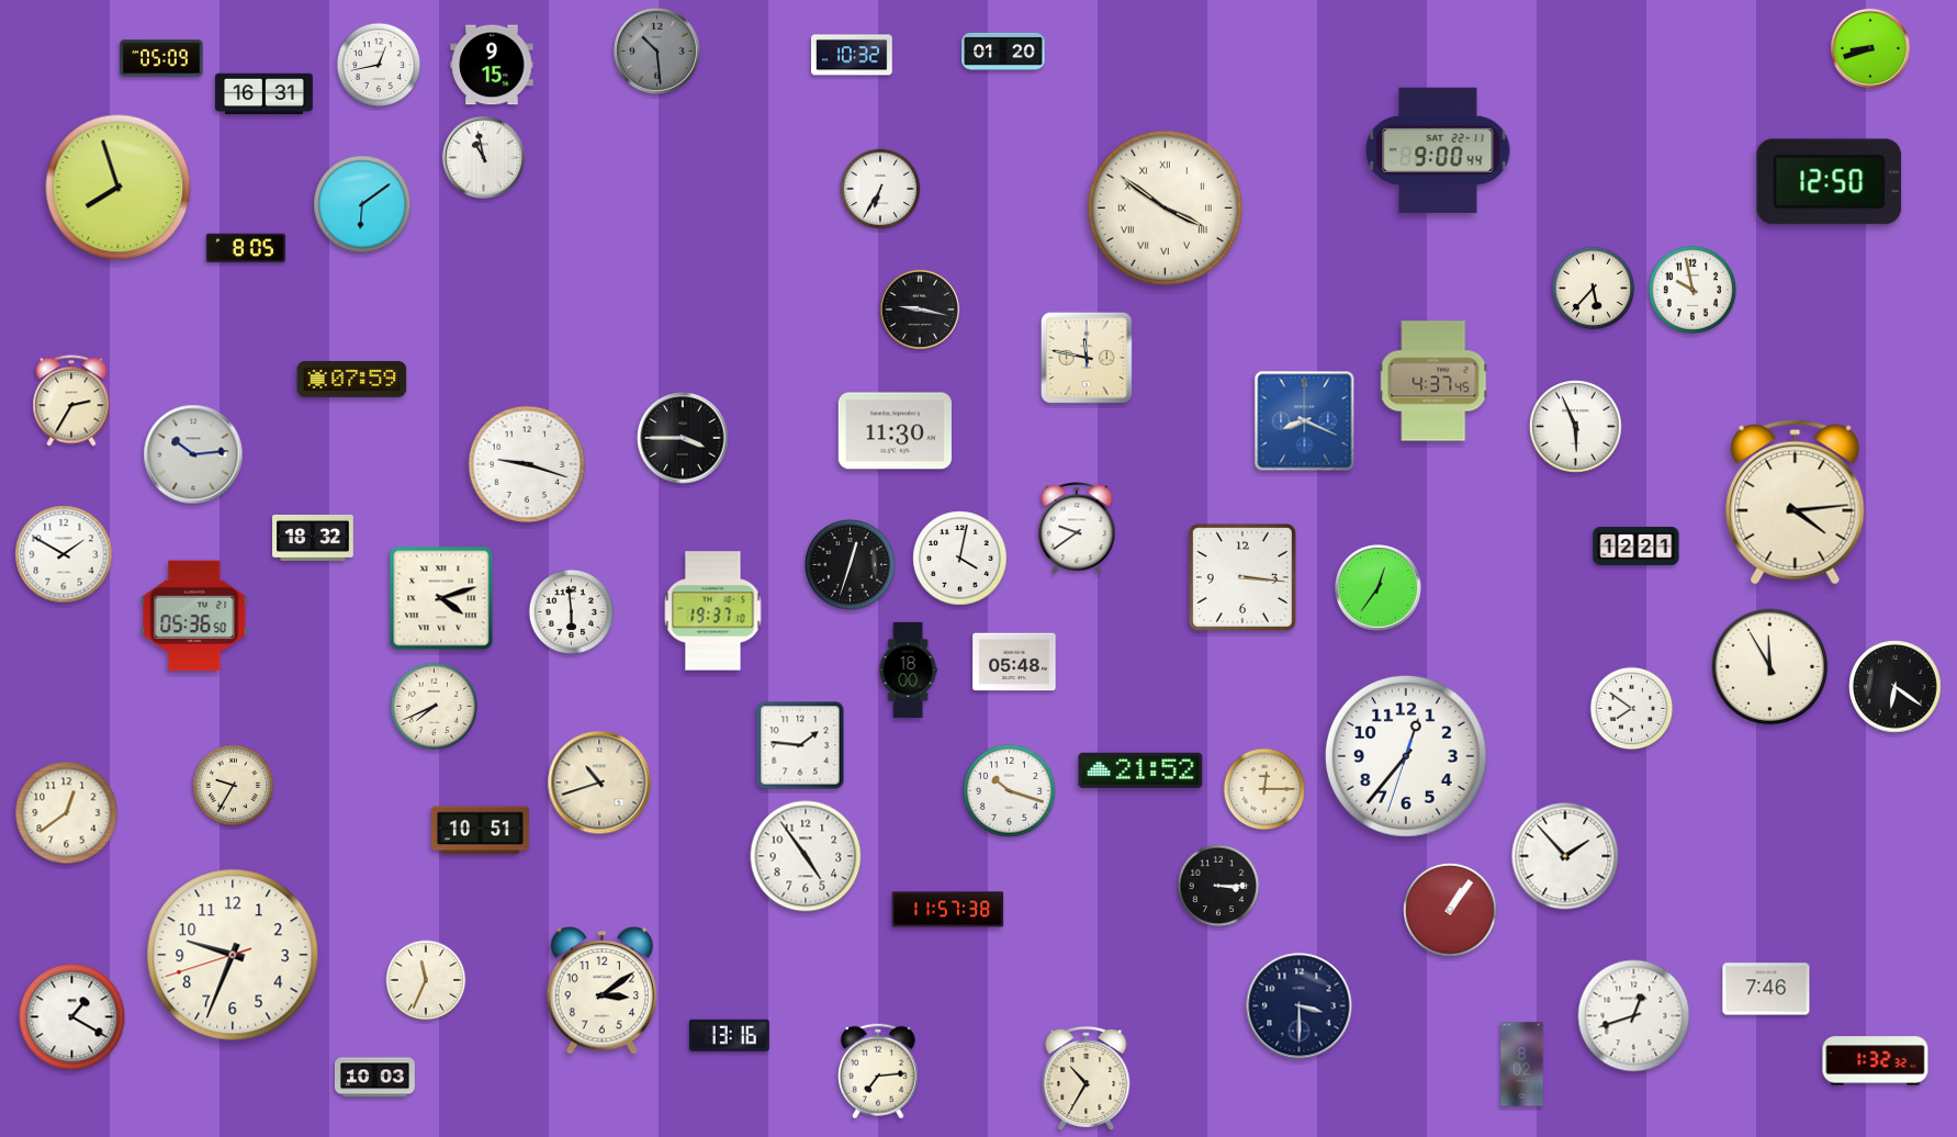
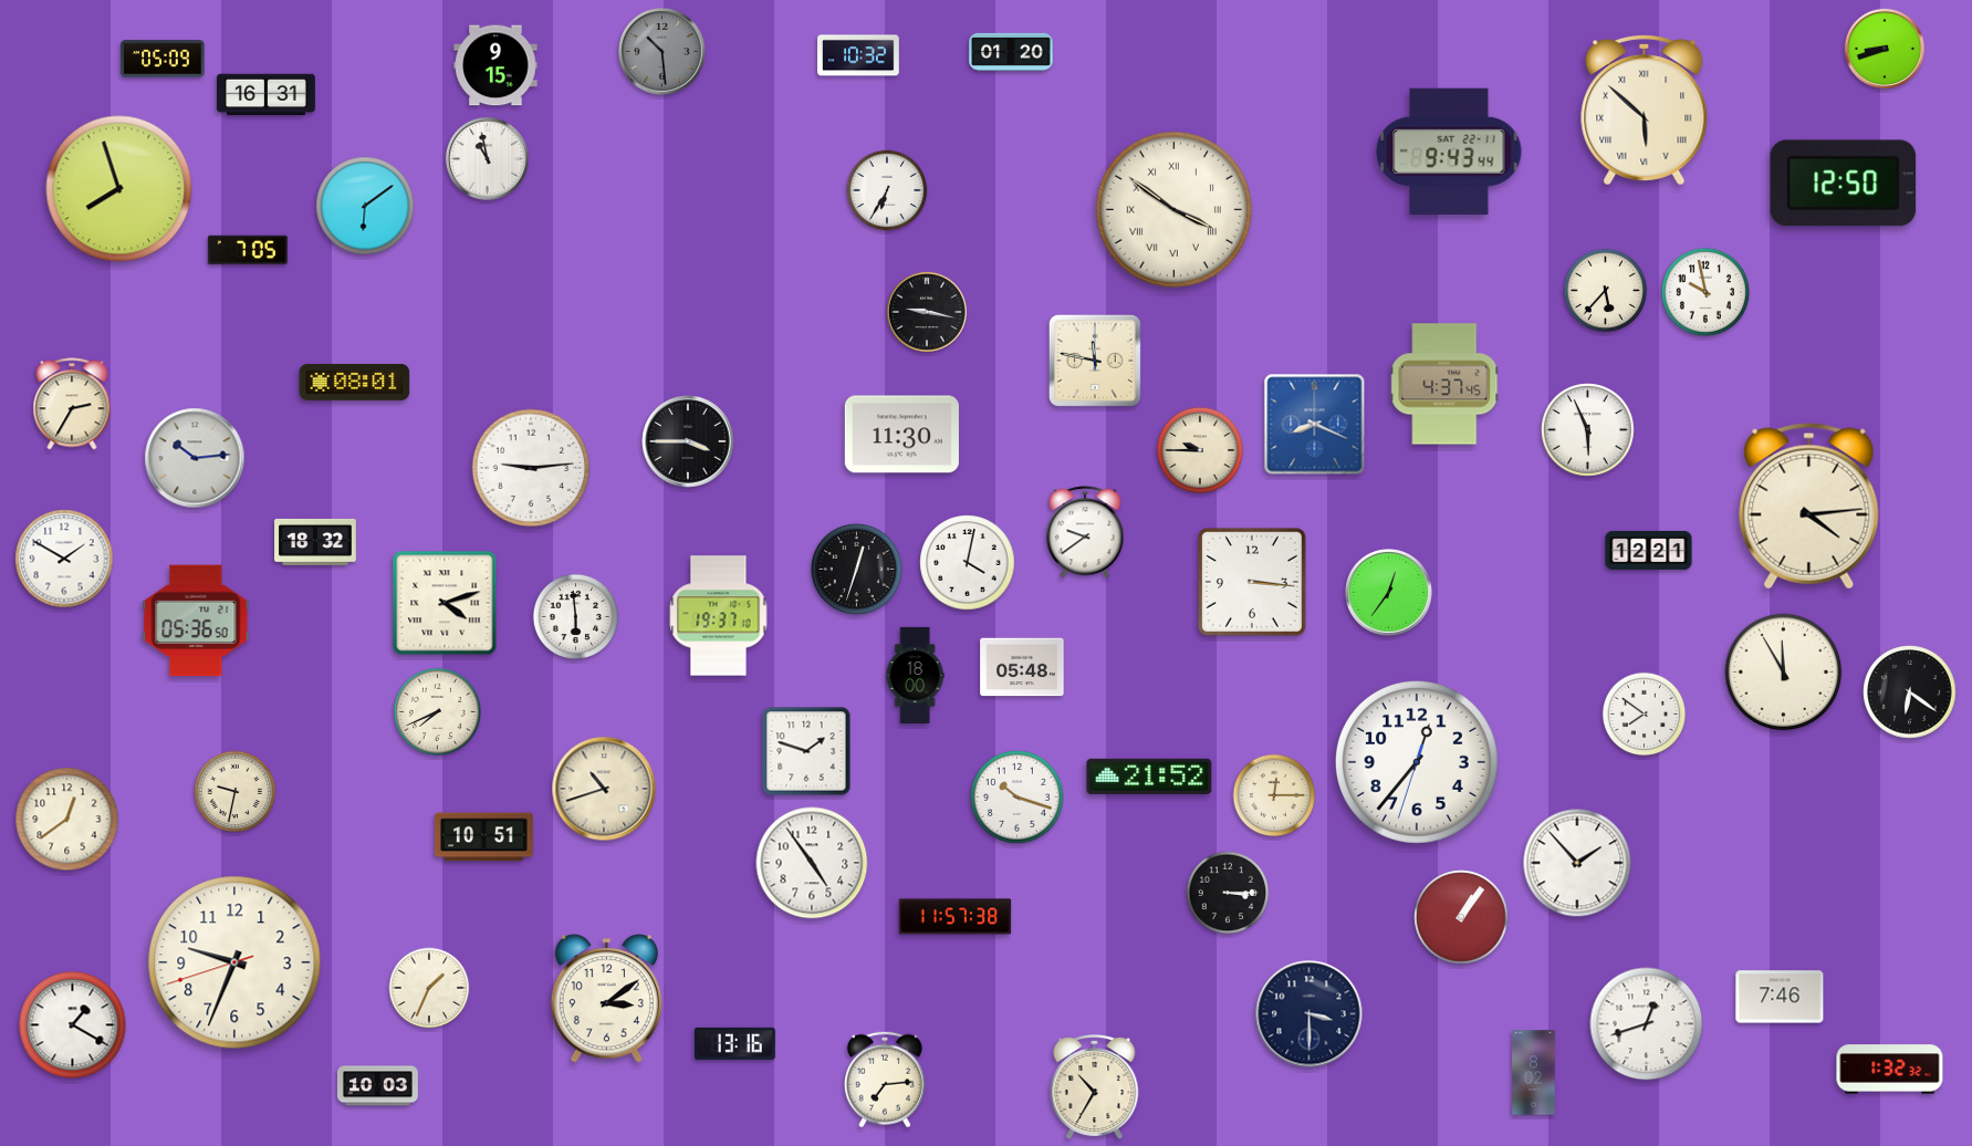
clock at (379, 65): 12:43 -> none
clock at (1645, 108): none -> 5:52
clock at (1438, 150): 9:00 -> 9:43
clock at (246, 247): 8:05 -> 7:05
clock at (352, 380): 07:59 -> 08:01
clock at (1199, 449): none -> 9:45
clock at (527, 464): 9:18 -> 9:14
clock at (800, 745): 1:46 -> 1:48
clock at (234, 786): 9:35 -> 9:32
clock at (426, 980): 11:34 -> 1:34
